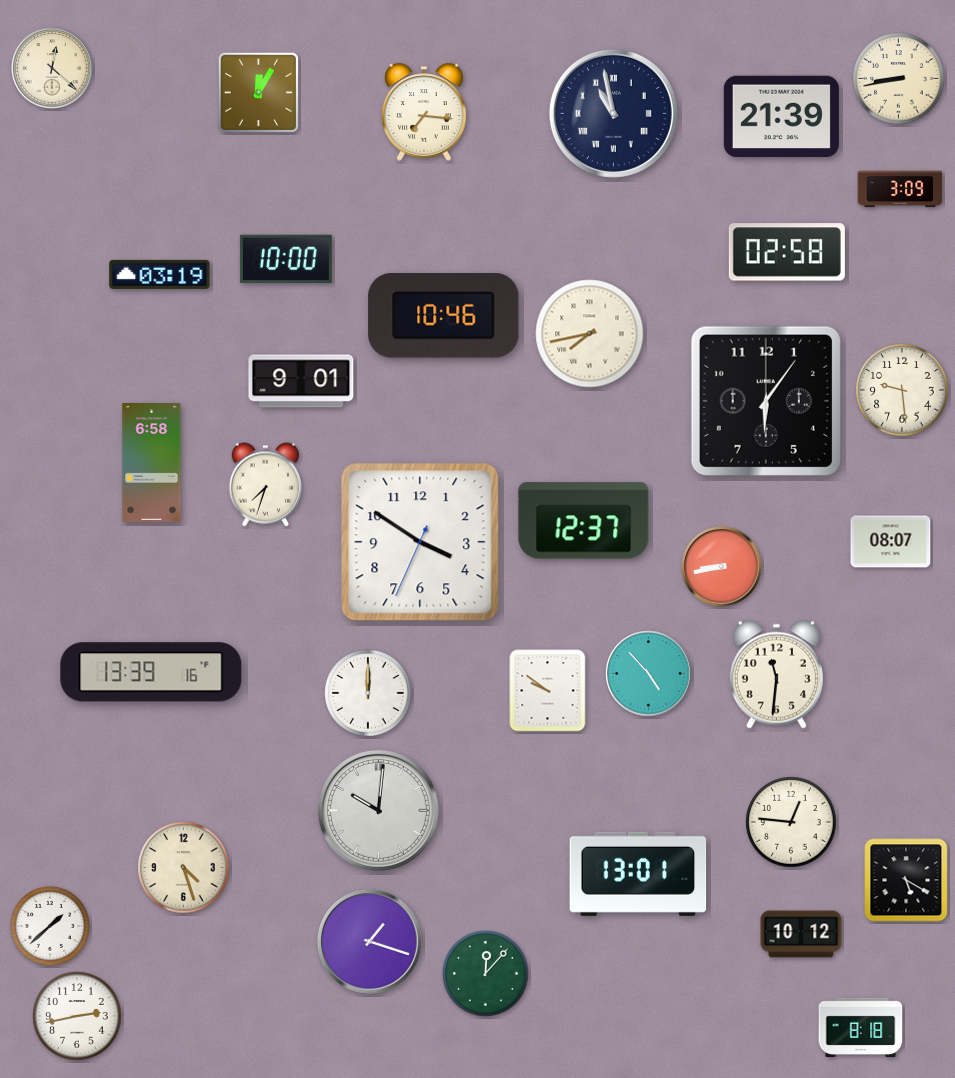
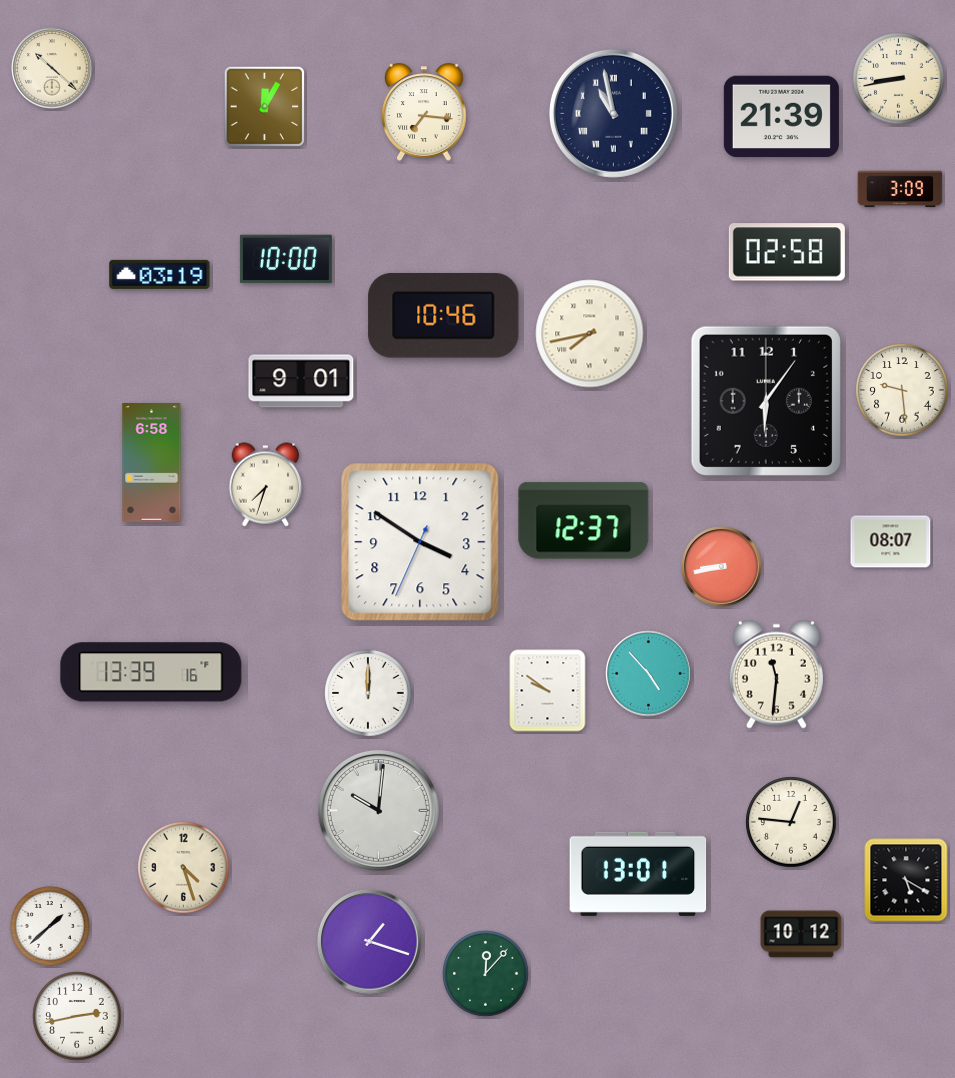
clock at (52, 68): 12:22 -> 10:22
clock at (258, 92) position: (258, 92) -> (264, 106)
clock at (861, 1027): 8:18 -> none
